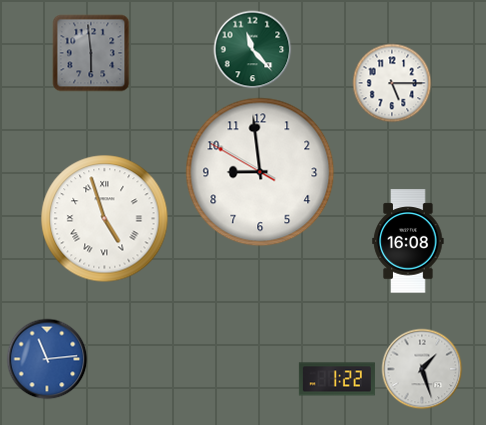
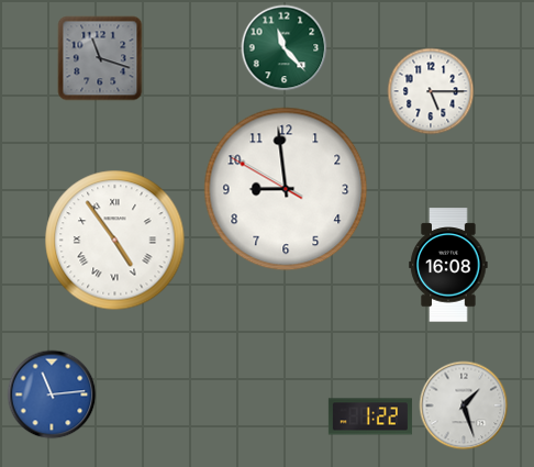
clock at (253, 50) position: (253, 50) -> (285, 48)
clock at (91, 53): 5:59 -> 11:18
clock at (105, 219): 4:57 -> 4:54
